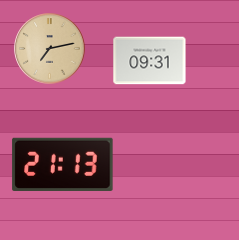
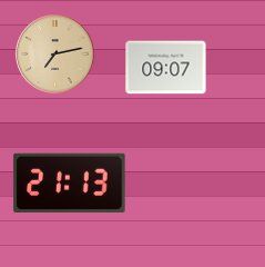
clock at (150, 61): 09:31 -> 09:07
